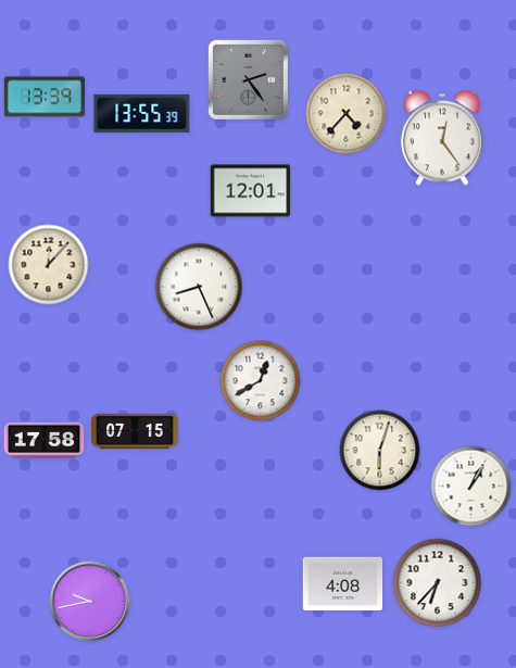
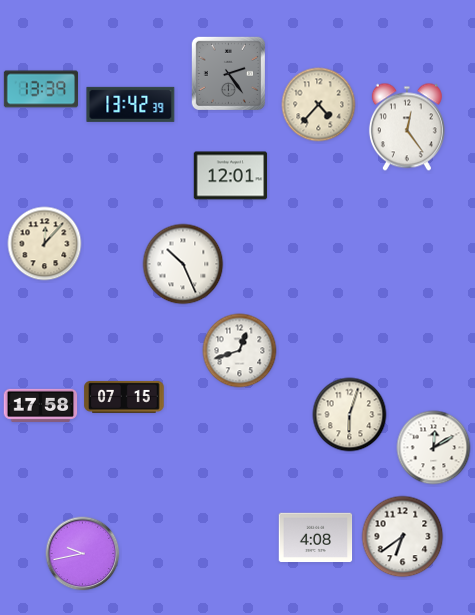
clock at (142, 113): 13:55 -> 13:42
clock at (199, 287): 8:26 -> 10:26
clock at (261, 381): 12:40 -> 12:42
clock at (471, 487): 1:05 -> 12:10
clock at (438, 583): 6:37 -> 6:39
